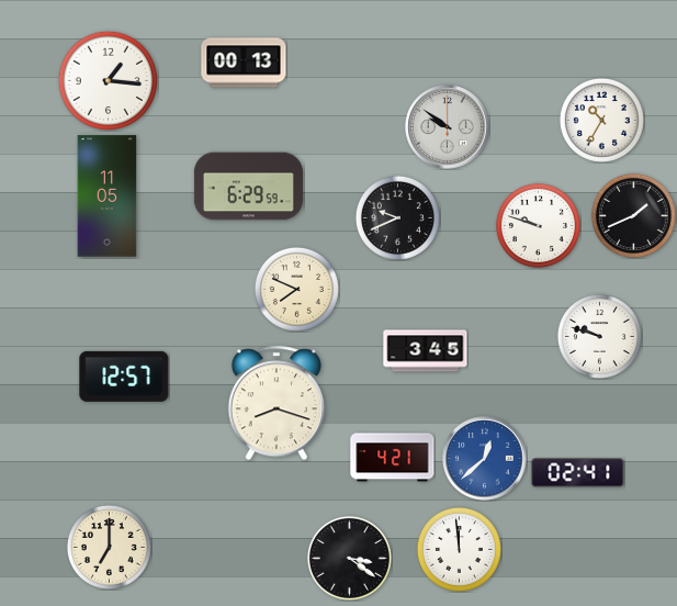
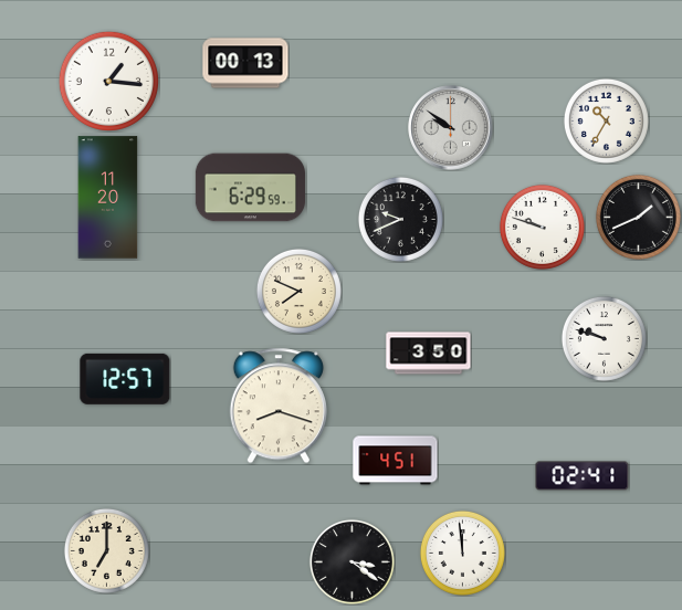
clock at (108, 197): 11:05 -> 11:20
clock at (426, 351): 3:45 -> 3:50
clock at (393, 458): 4:21 -> 4:51
clock at (485, 459): 12:38 -> none
clock at (109, 547) position: (109, 547) -> (106, 550)
